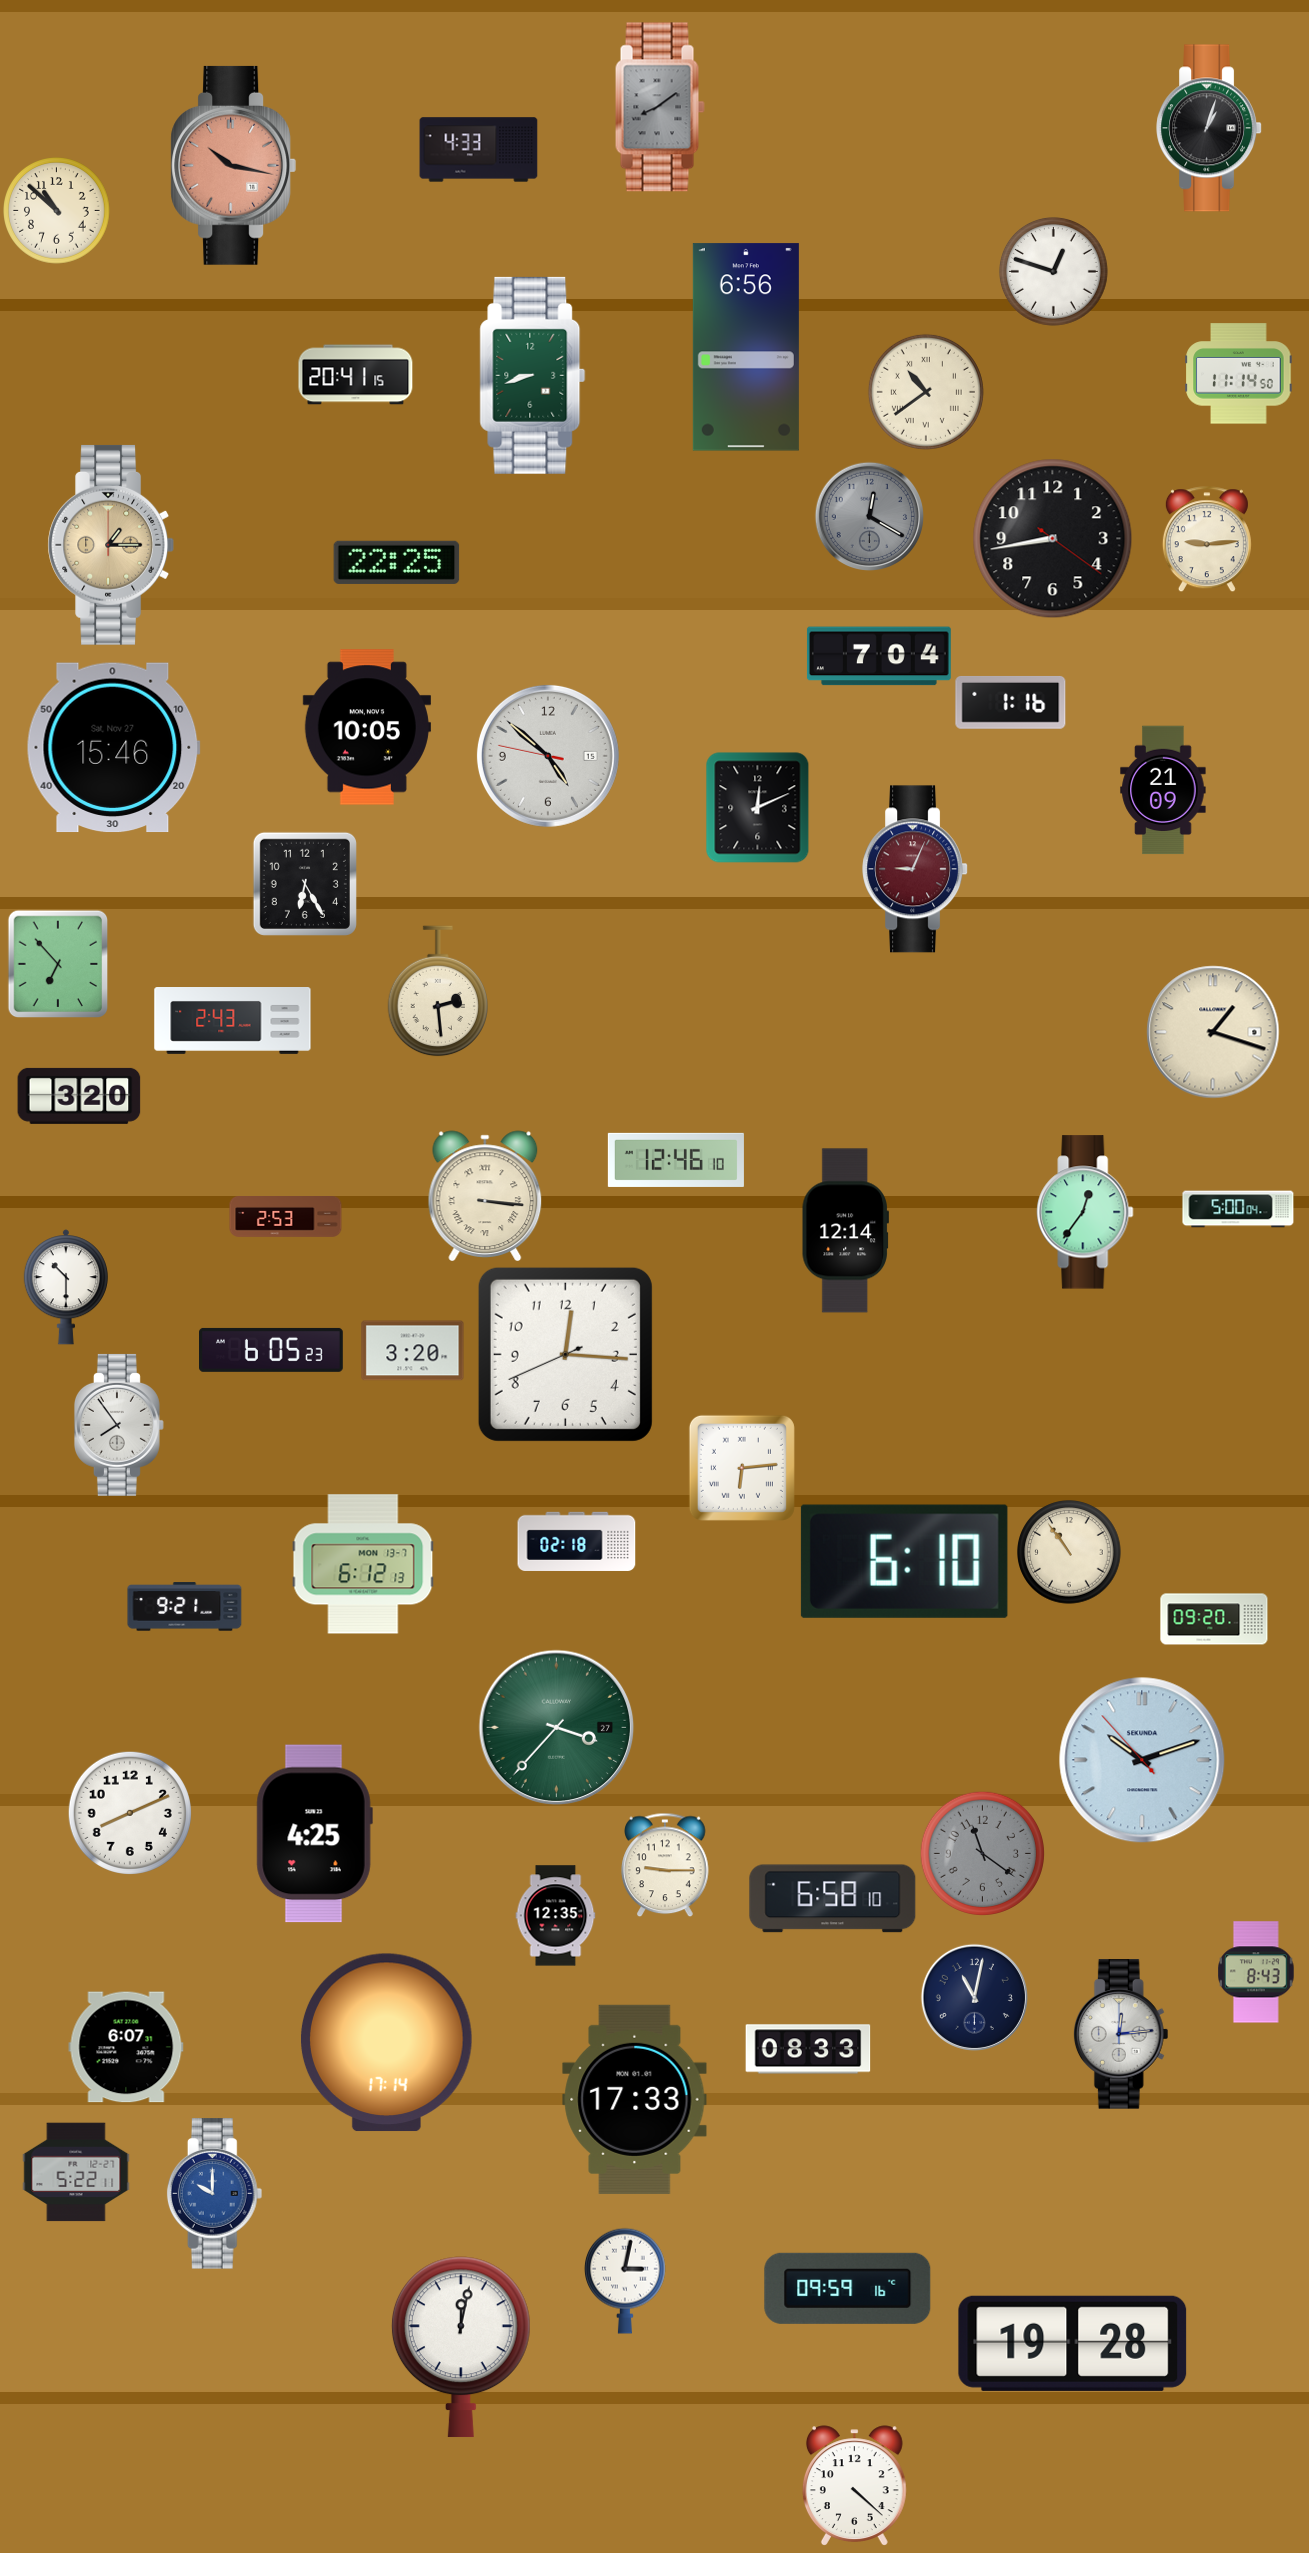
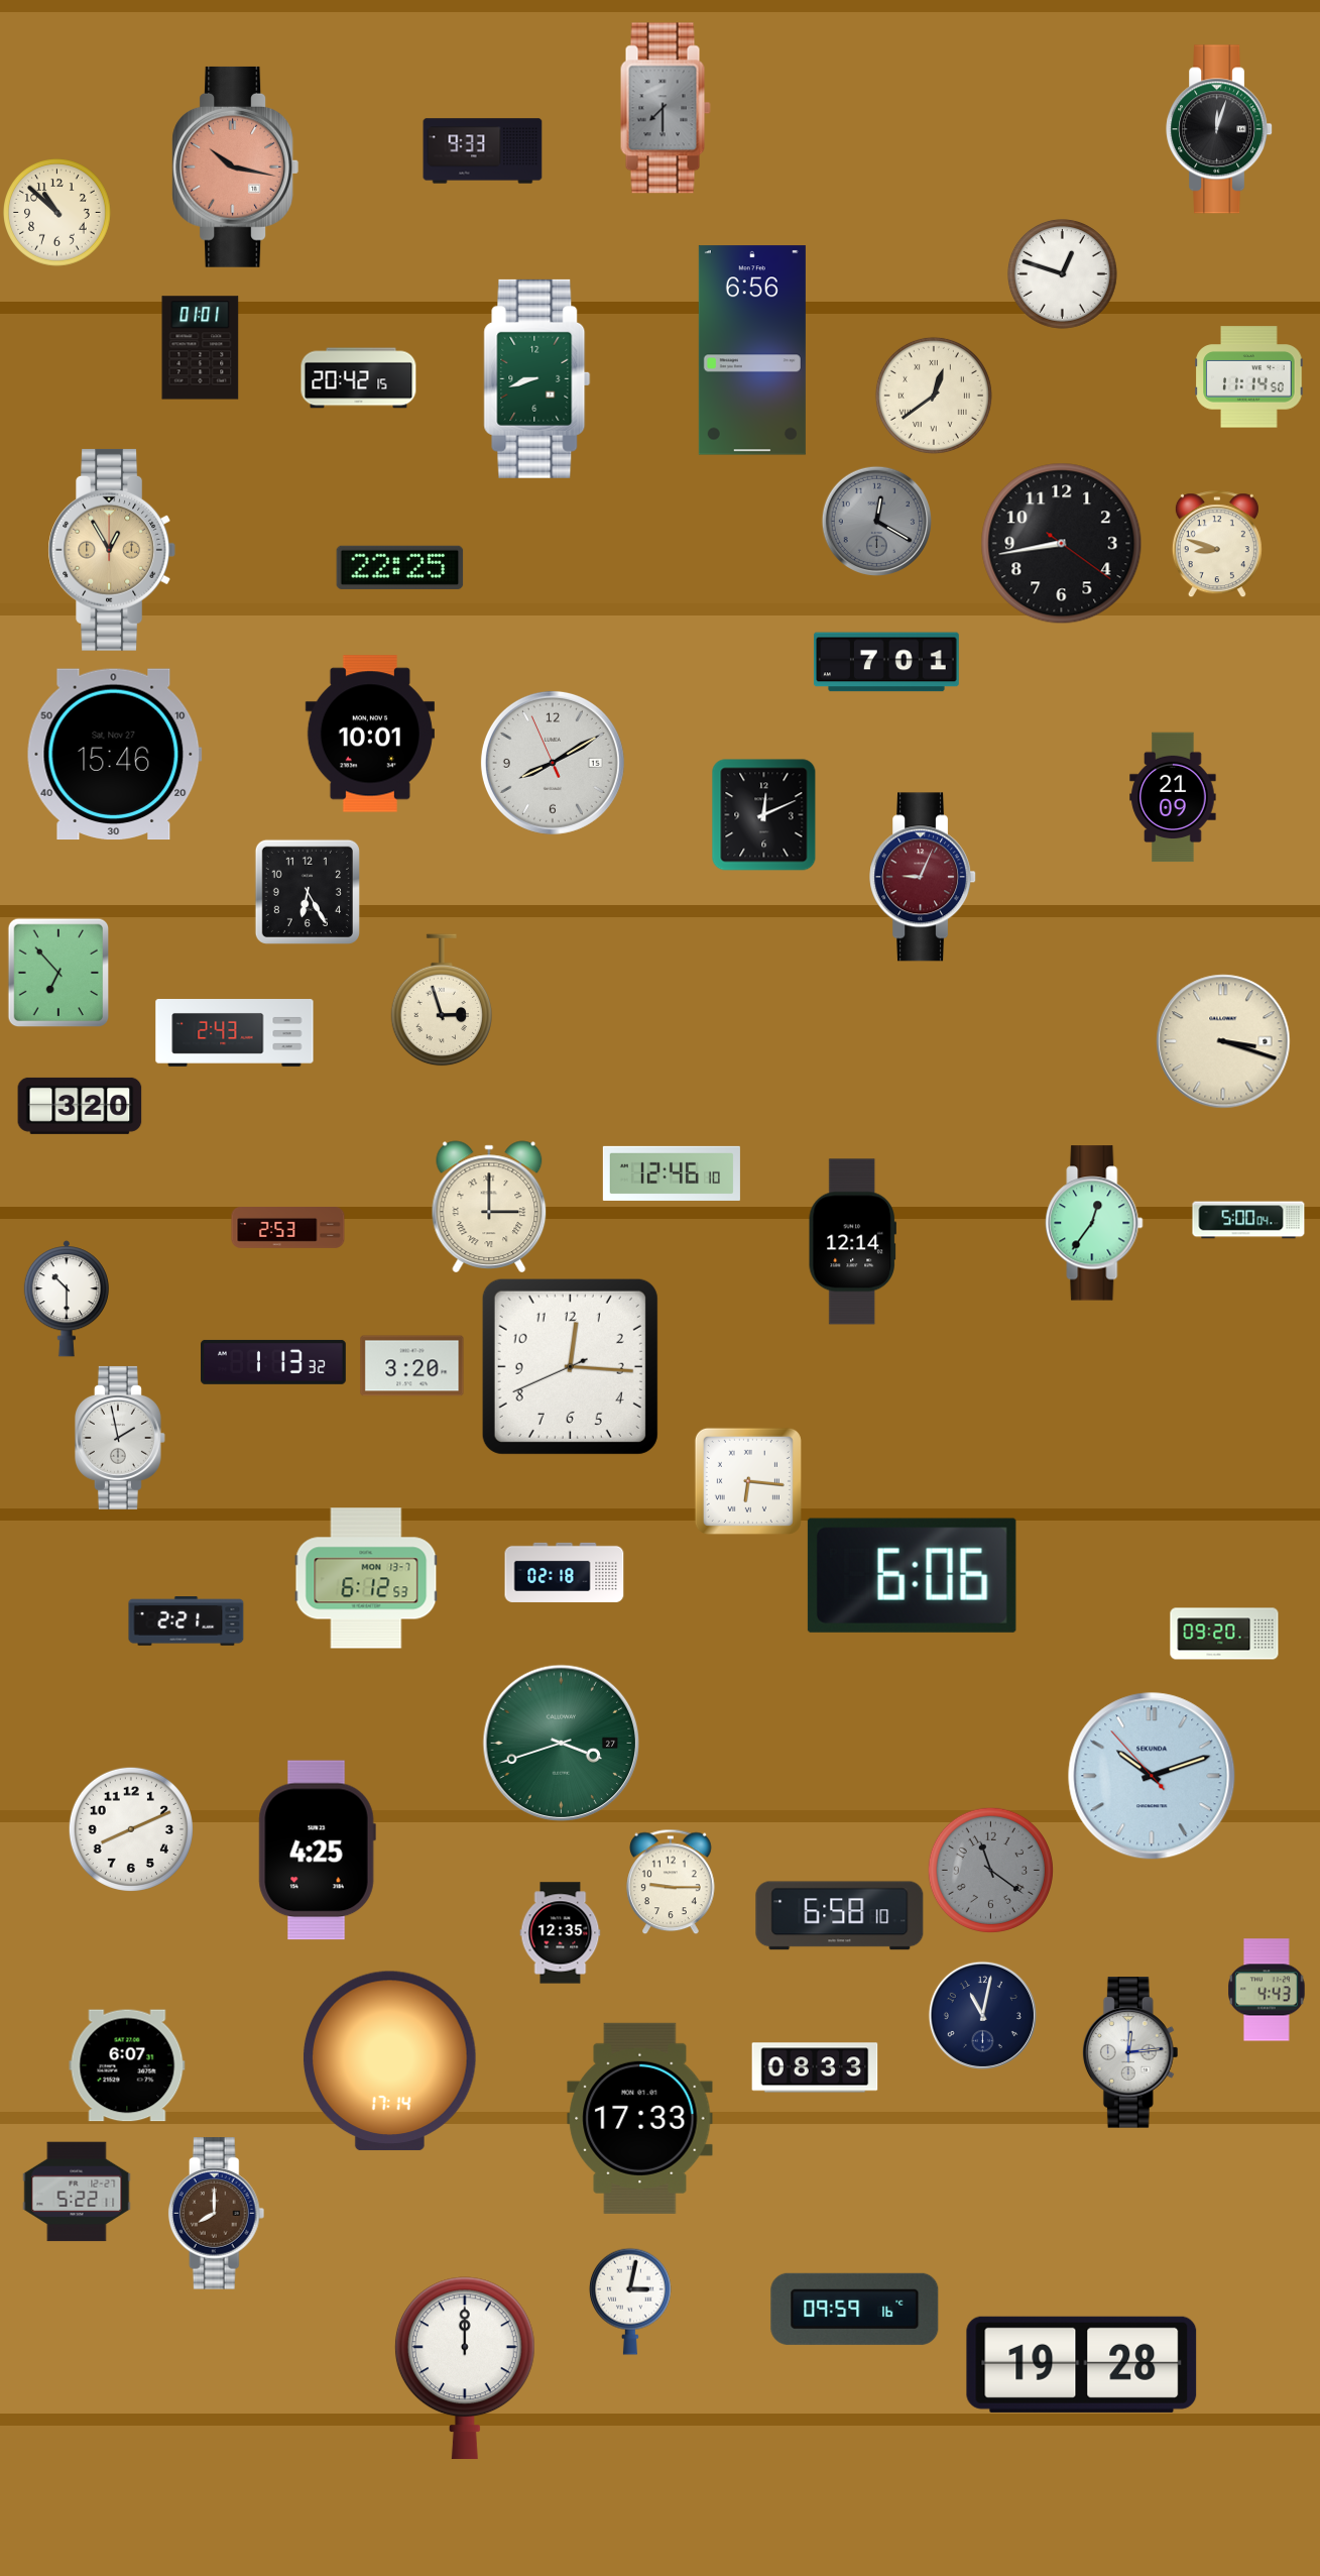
clock at (660, 107): 8:09 -> 7:30
clock at (1210, 128): 1:03 -> 12:03
clock at (479, 150): 4:33 -> 9:33
clock at (201, 348): none -> 01:01
clock at (356, 375): 20:41 -> 20:42
clock at (926, 392): 10:39 -> 12:39
clock at (1207, 539): 9:14 -> 8:48
clock at (110, 545): 1:15 -> 12:55
clock at (879, 656): 7:04 -> 7:01
clock at (1011, 702): 1:16 -> none
clock at (367, 727): 10:05 -> 10:01
clock at (548, 756): 4:51 -> 8:09
clock at (437, 991): 2:29 -> 2:57
clock at (233, 1021) position: (233, 1021) -> (235, 1033)
clock at (1213, 1032): 1:18 -> 3:18
clock at (676, 1160) position: (676, 1160) -> (672, 1173)
clock at (485, 1195): 3:16 -> 3:00
clock at (272, 1350): 6:05 -> 1:13
clock at (413, 1351) position: (413, 1351) -> (412, 1366)
clock at (119, 1425): 7:54 -> 1:58
clock at (742, 1468): 6:14 -> 6:16
clock at (577, 1541) position: (577, 1541) -> (565, 1572)
clock at (1069, 1552): 10:54 -> none
clock at (904, 1561): 6:10 -> 6:06
clock at (363, 1564): 6:12:13 -> 6:12:53
clock at (185, 1607): 9:21 -> 2:21
clock at (557, 1728): 3:37 -> 3:42
clock at (1256, 1972): 8:43 -> 4:43
clock at (215, 2194): 10:00 -> 8:00
clock at (215, 2194) dial: blue -> brown
clock at (461, 2347): 12:02 -> 12:00
clock at (854, 2486): 4:22 -> none
